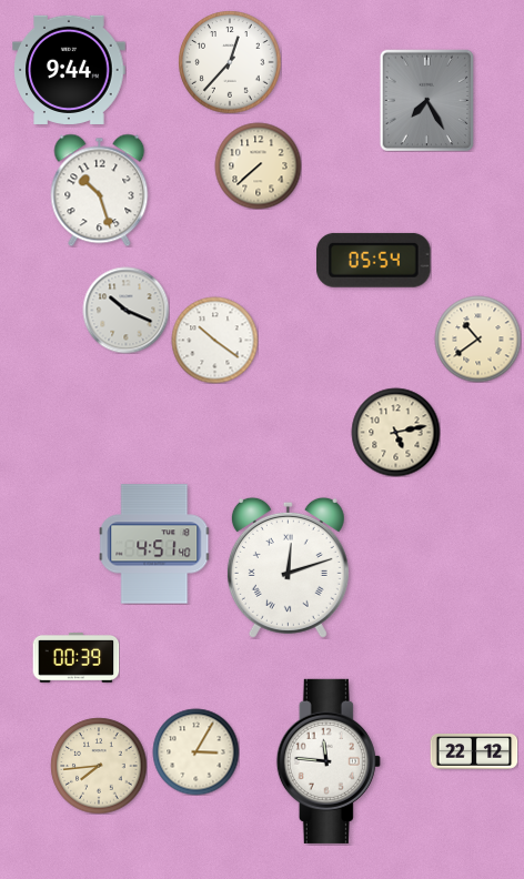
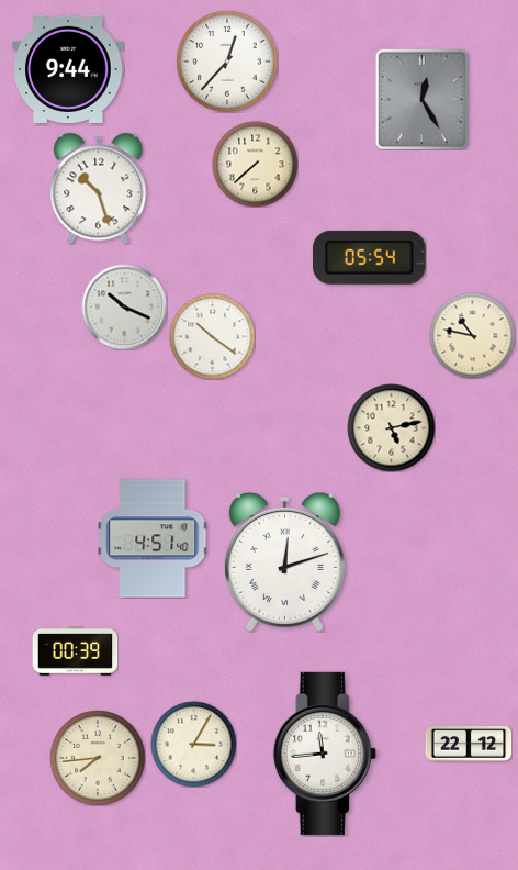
clock at (426, 100): 7:25 -> 12:25
clock at (477, 339): 10:39 -> 10:47
clock at (329, 761): 11:46 -> 11:44
